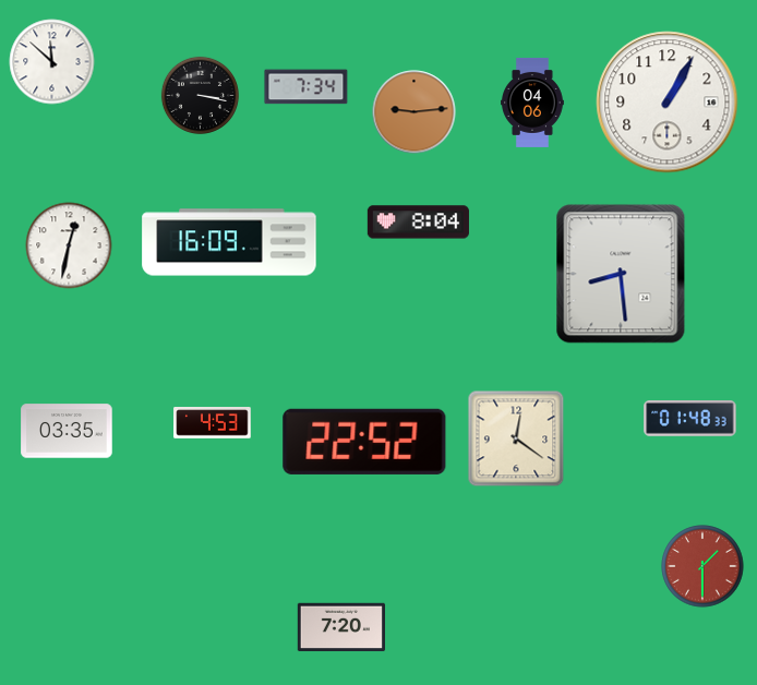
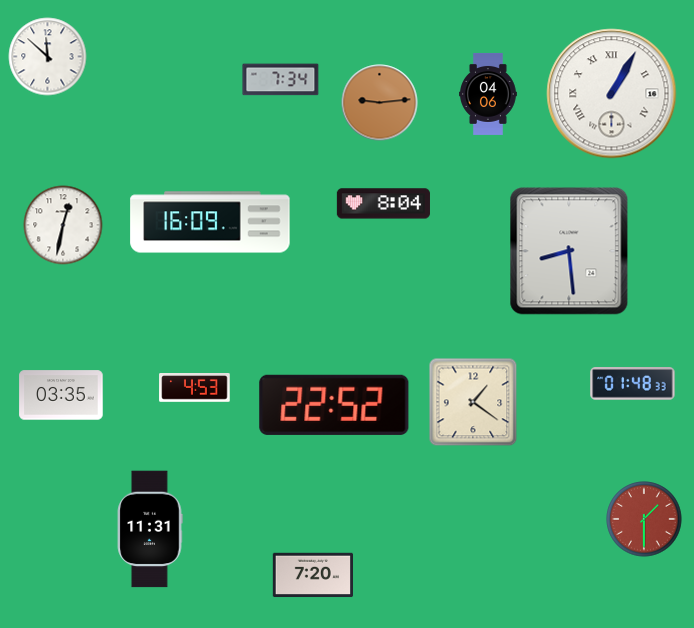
clock at (200, 95): 3:17 -> none
clock at (668, 103) numerals: Arabic -> Roman
clock at (516, 438): 12:21 -> 1:21
clock at (150, 529): none -> 11:31
